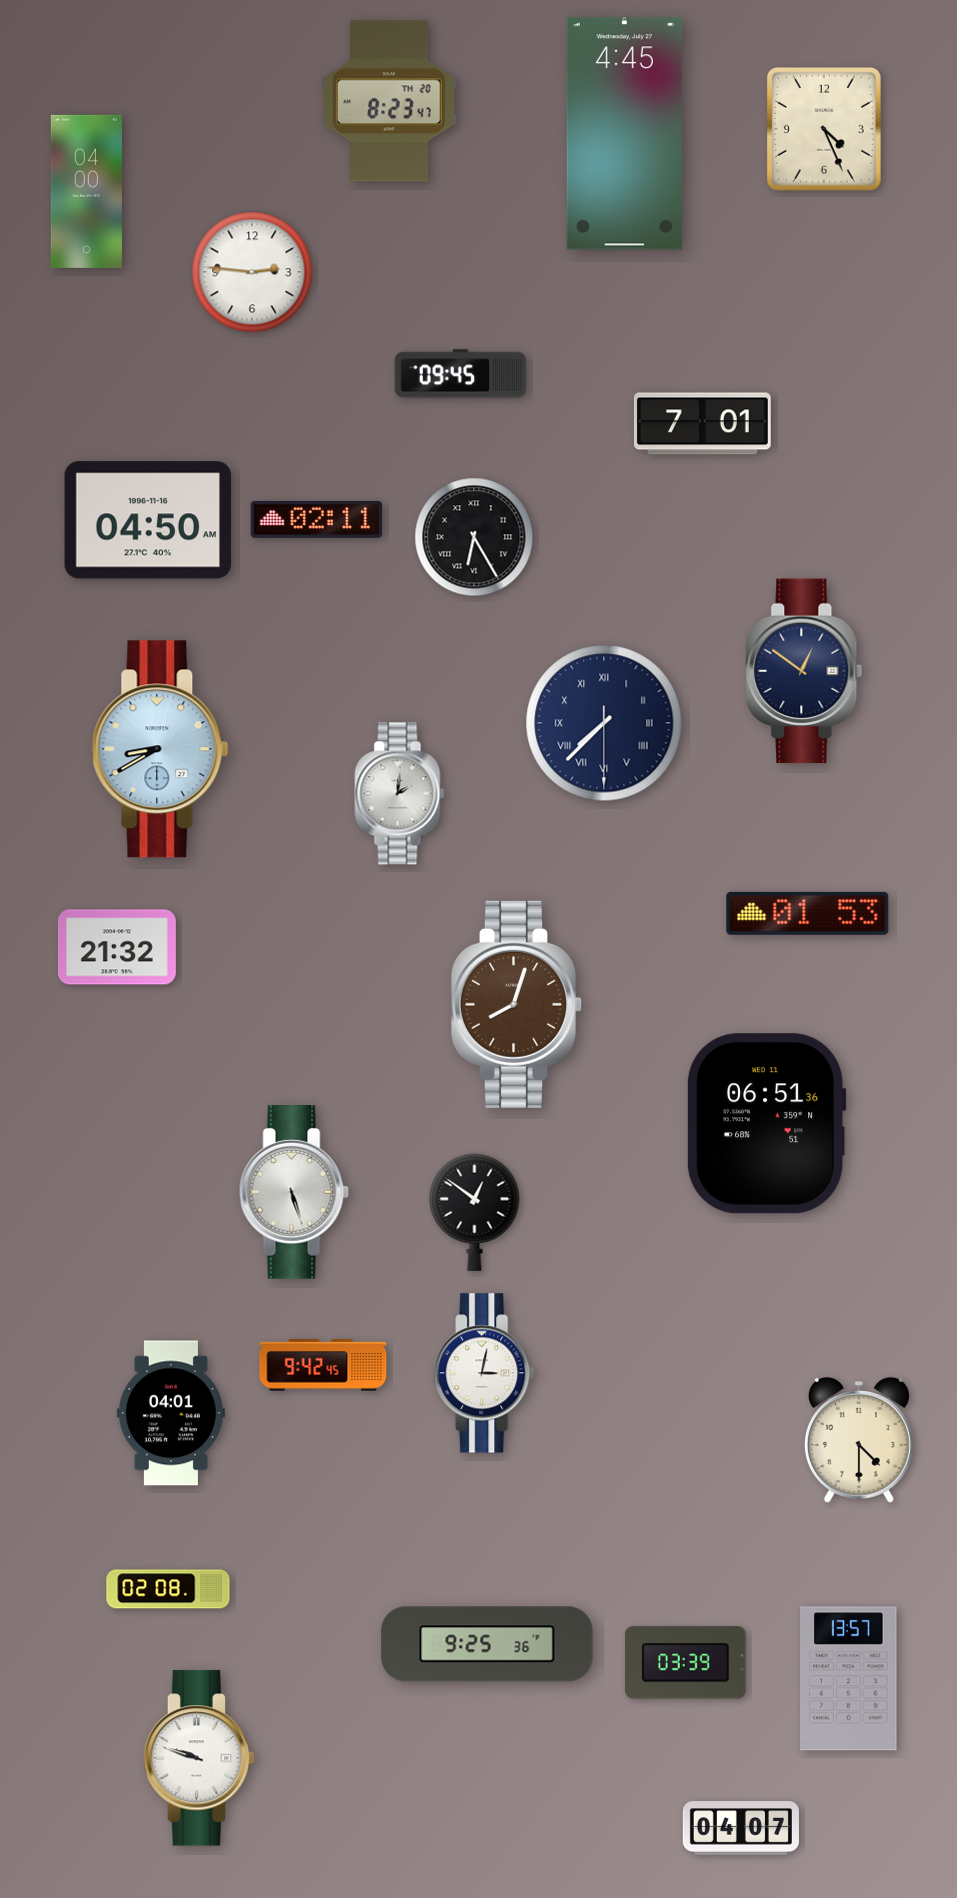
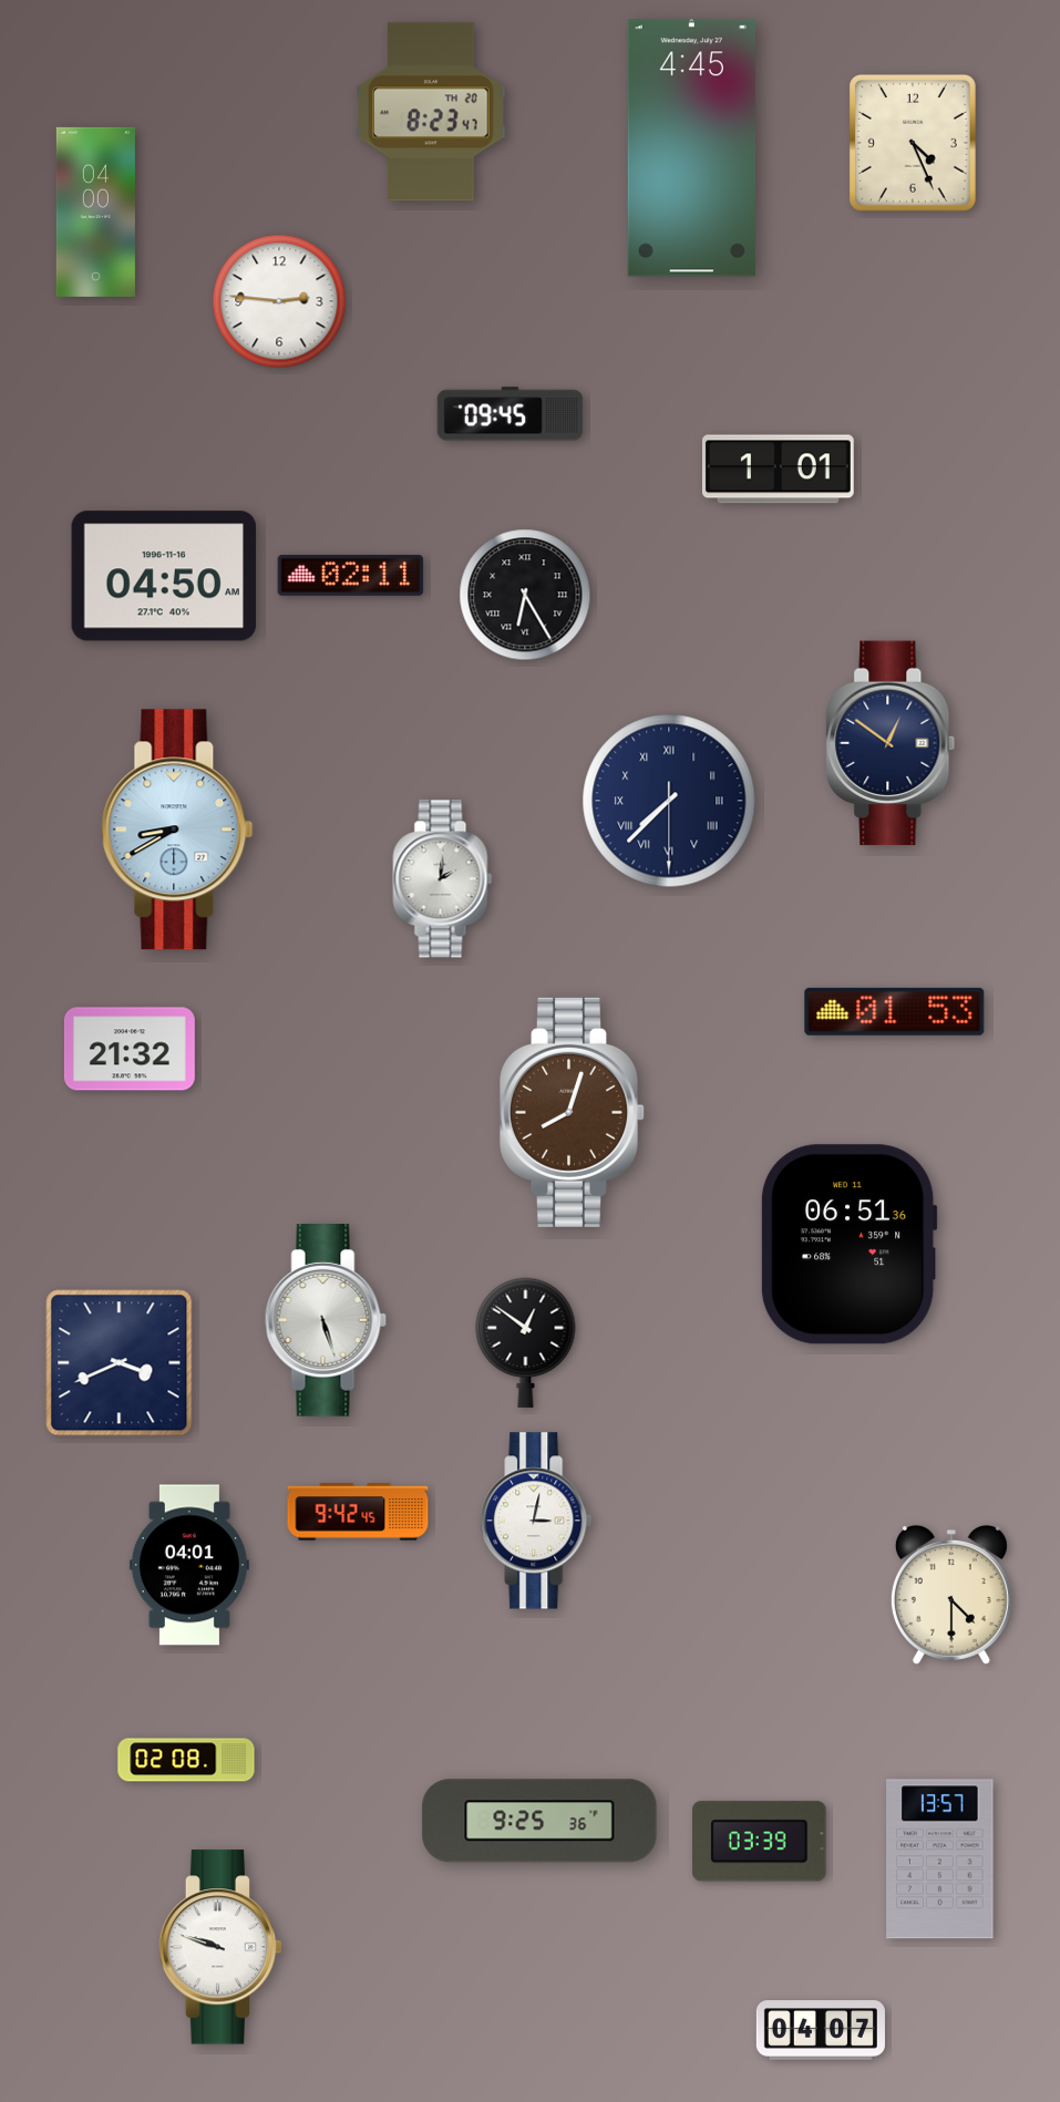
clock at (702, 424): 7:01 -> 1:01
clock at (120, 1363): none -> 3:41
clock at (741, 1828) position: (741, 1828) -> (821, 2030)
